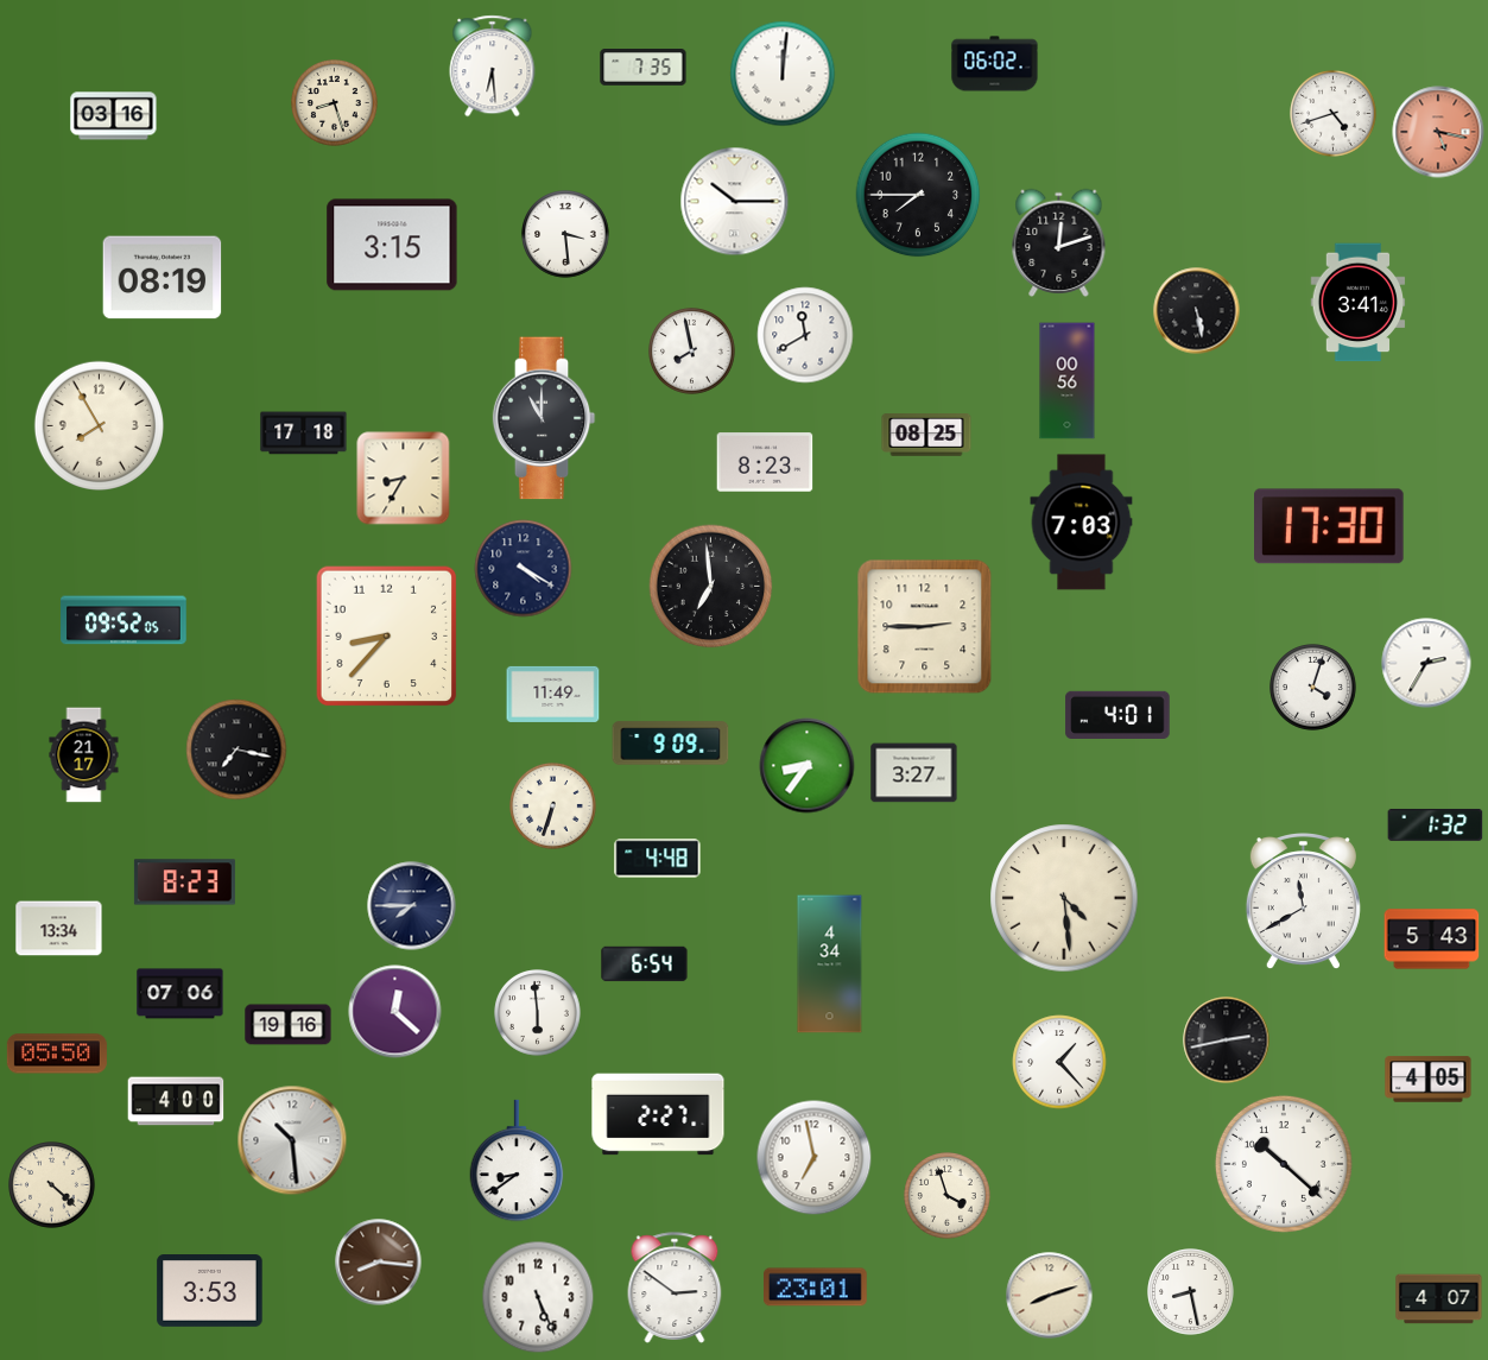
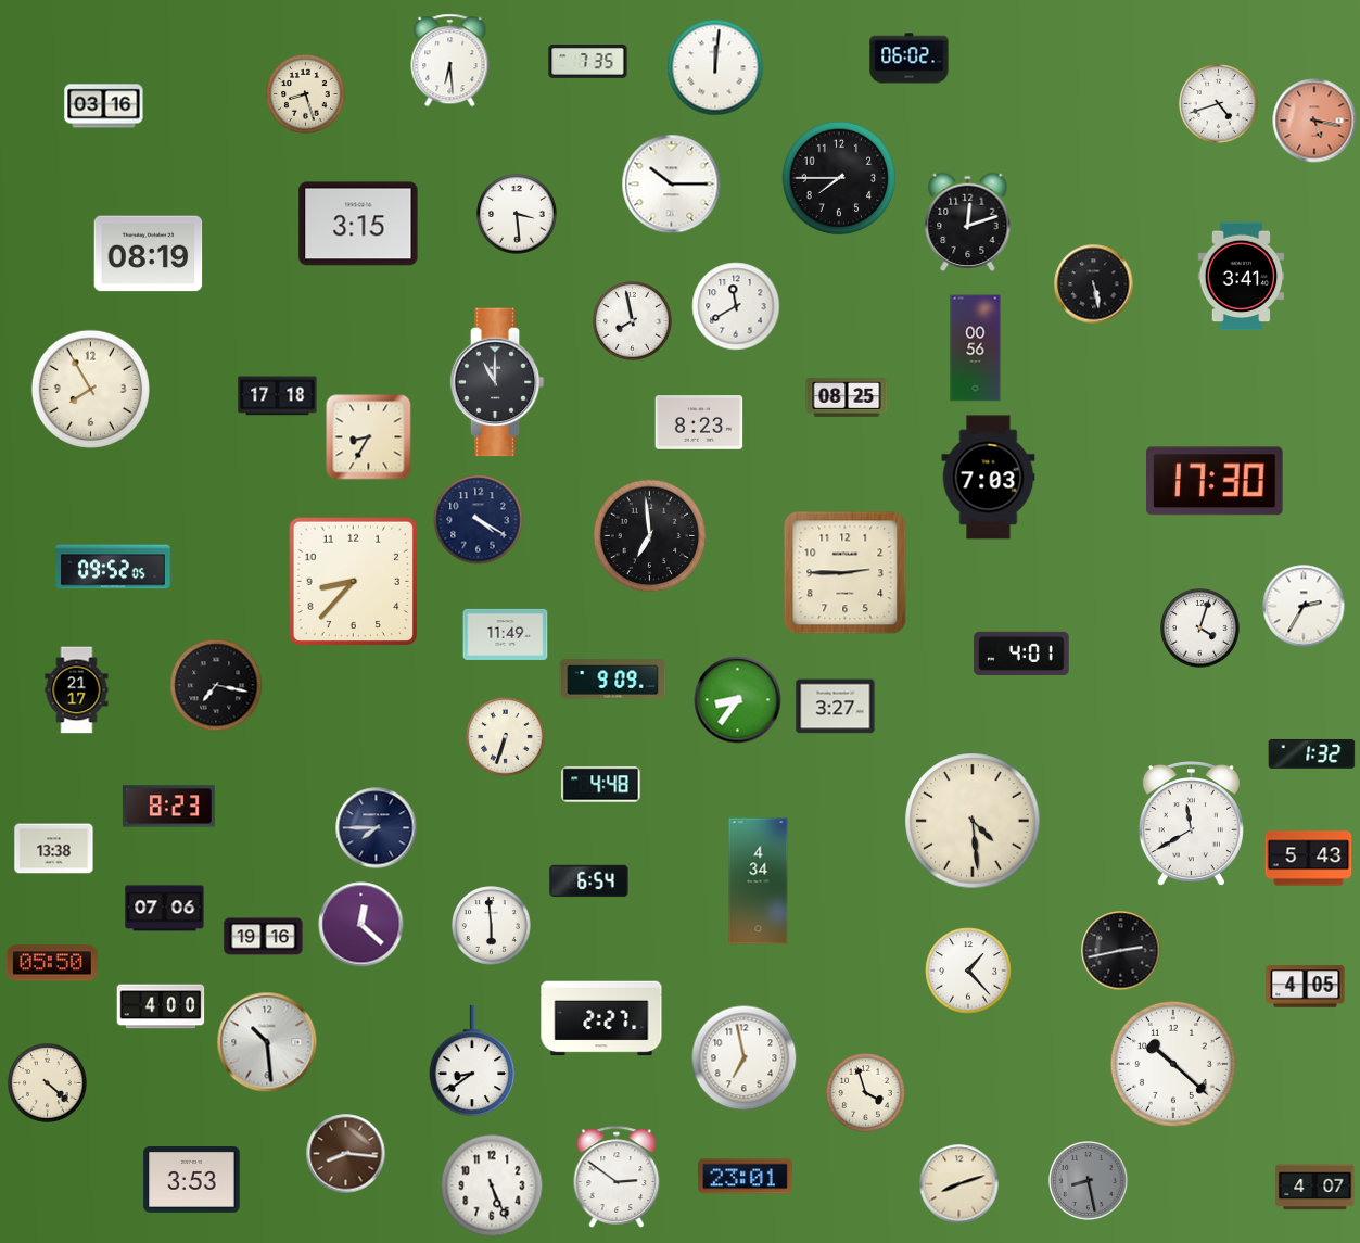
clock at (59, 929): 13:34 -> 13:38
clock at (1191, 1292) dial: white -> grey
